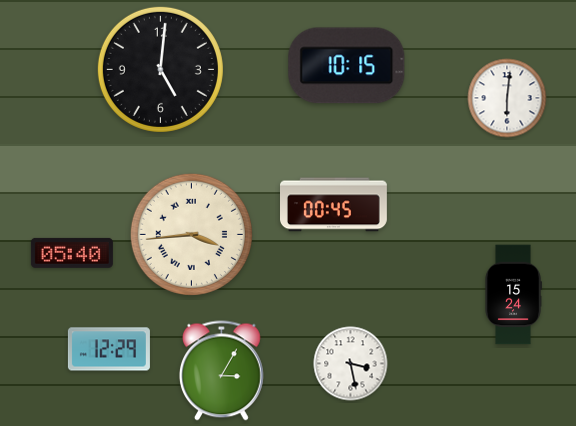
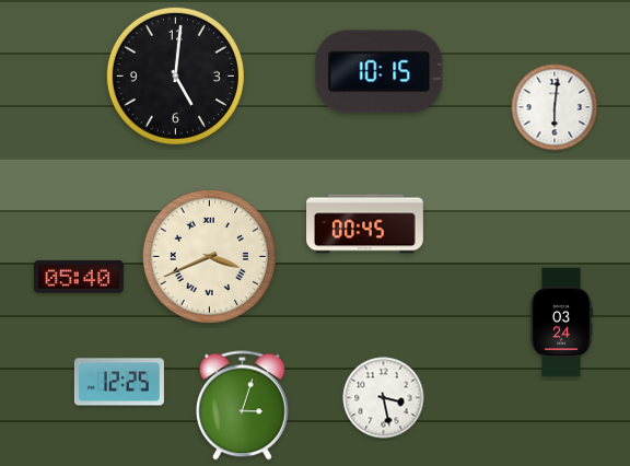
clock at (191, 234): 3:44 -> 3:41
clock at (513, 295): 15:24 -> 03:24
clock at (109, 349): 12:29 -> 12:25
clock at (221, 371): 3:05 -> 3:03
